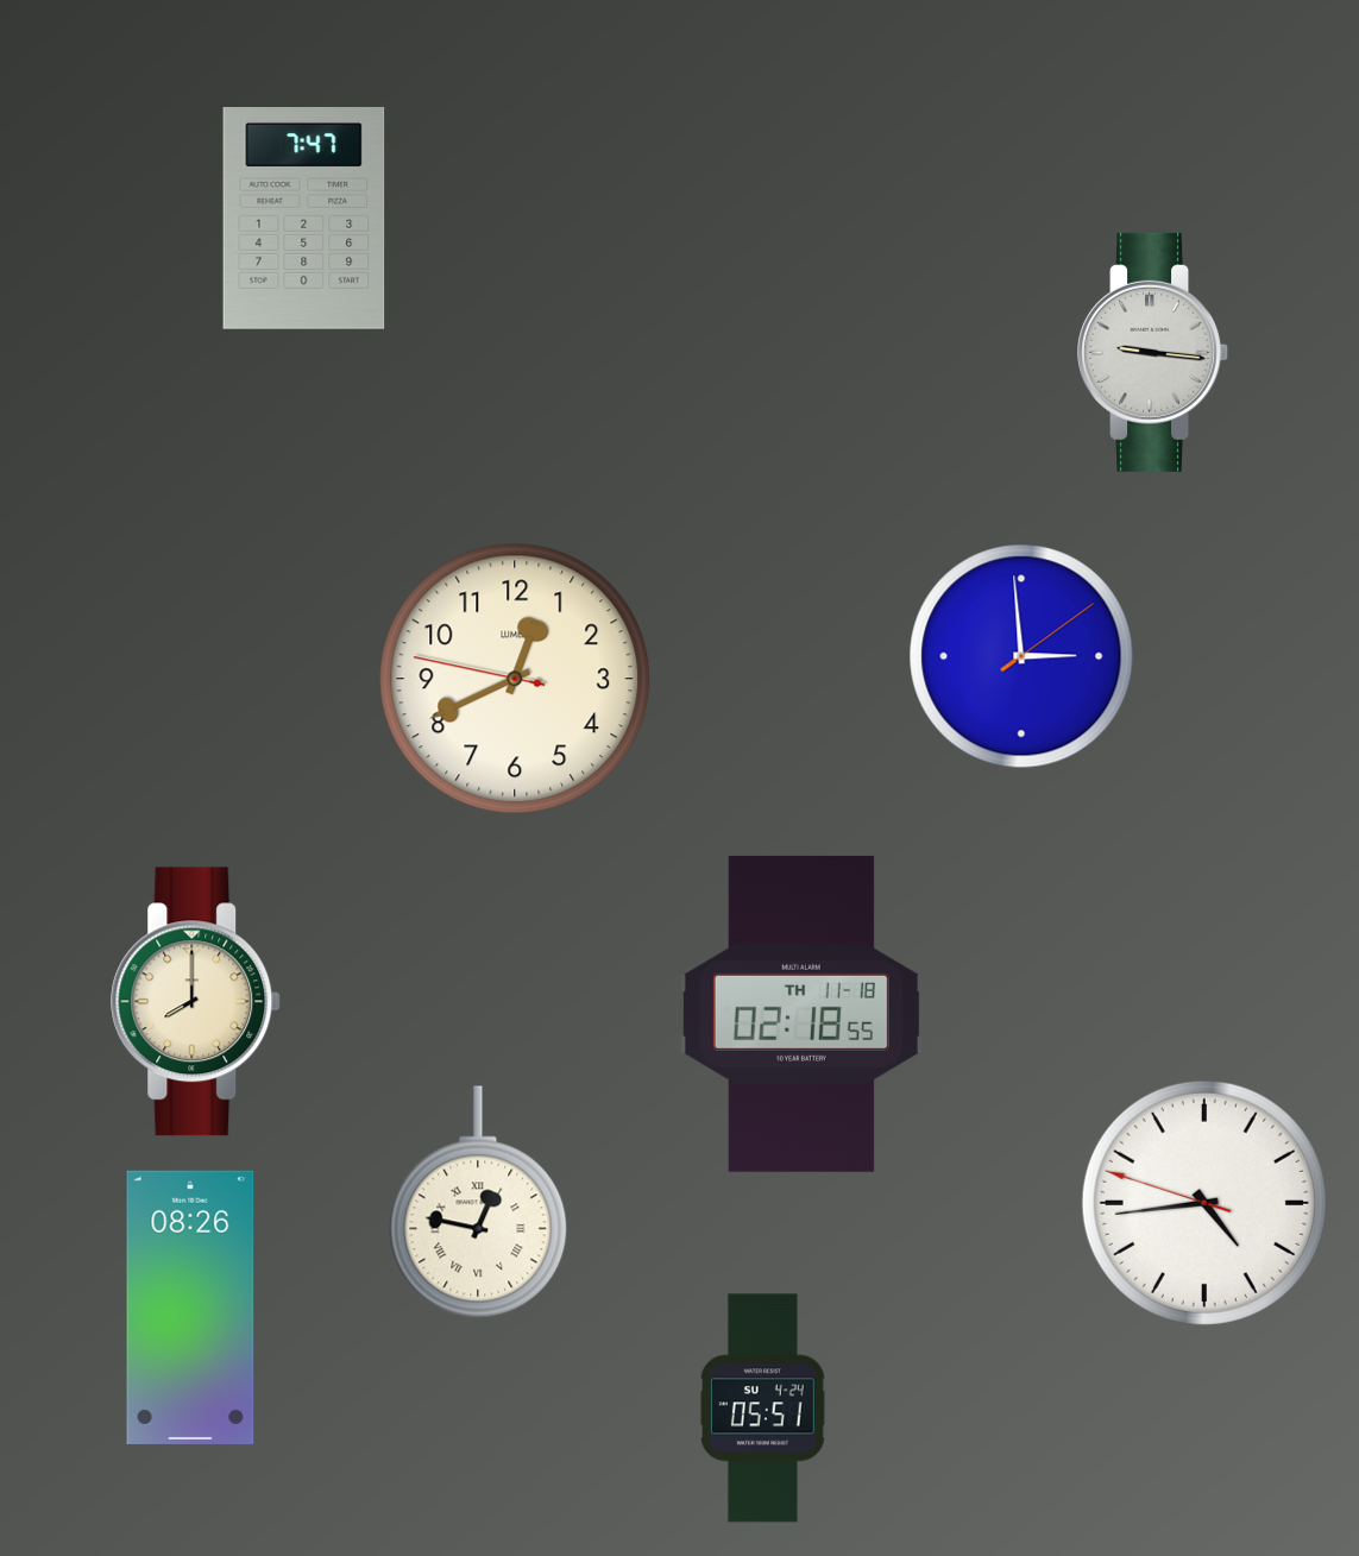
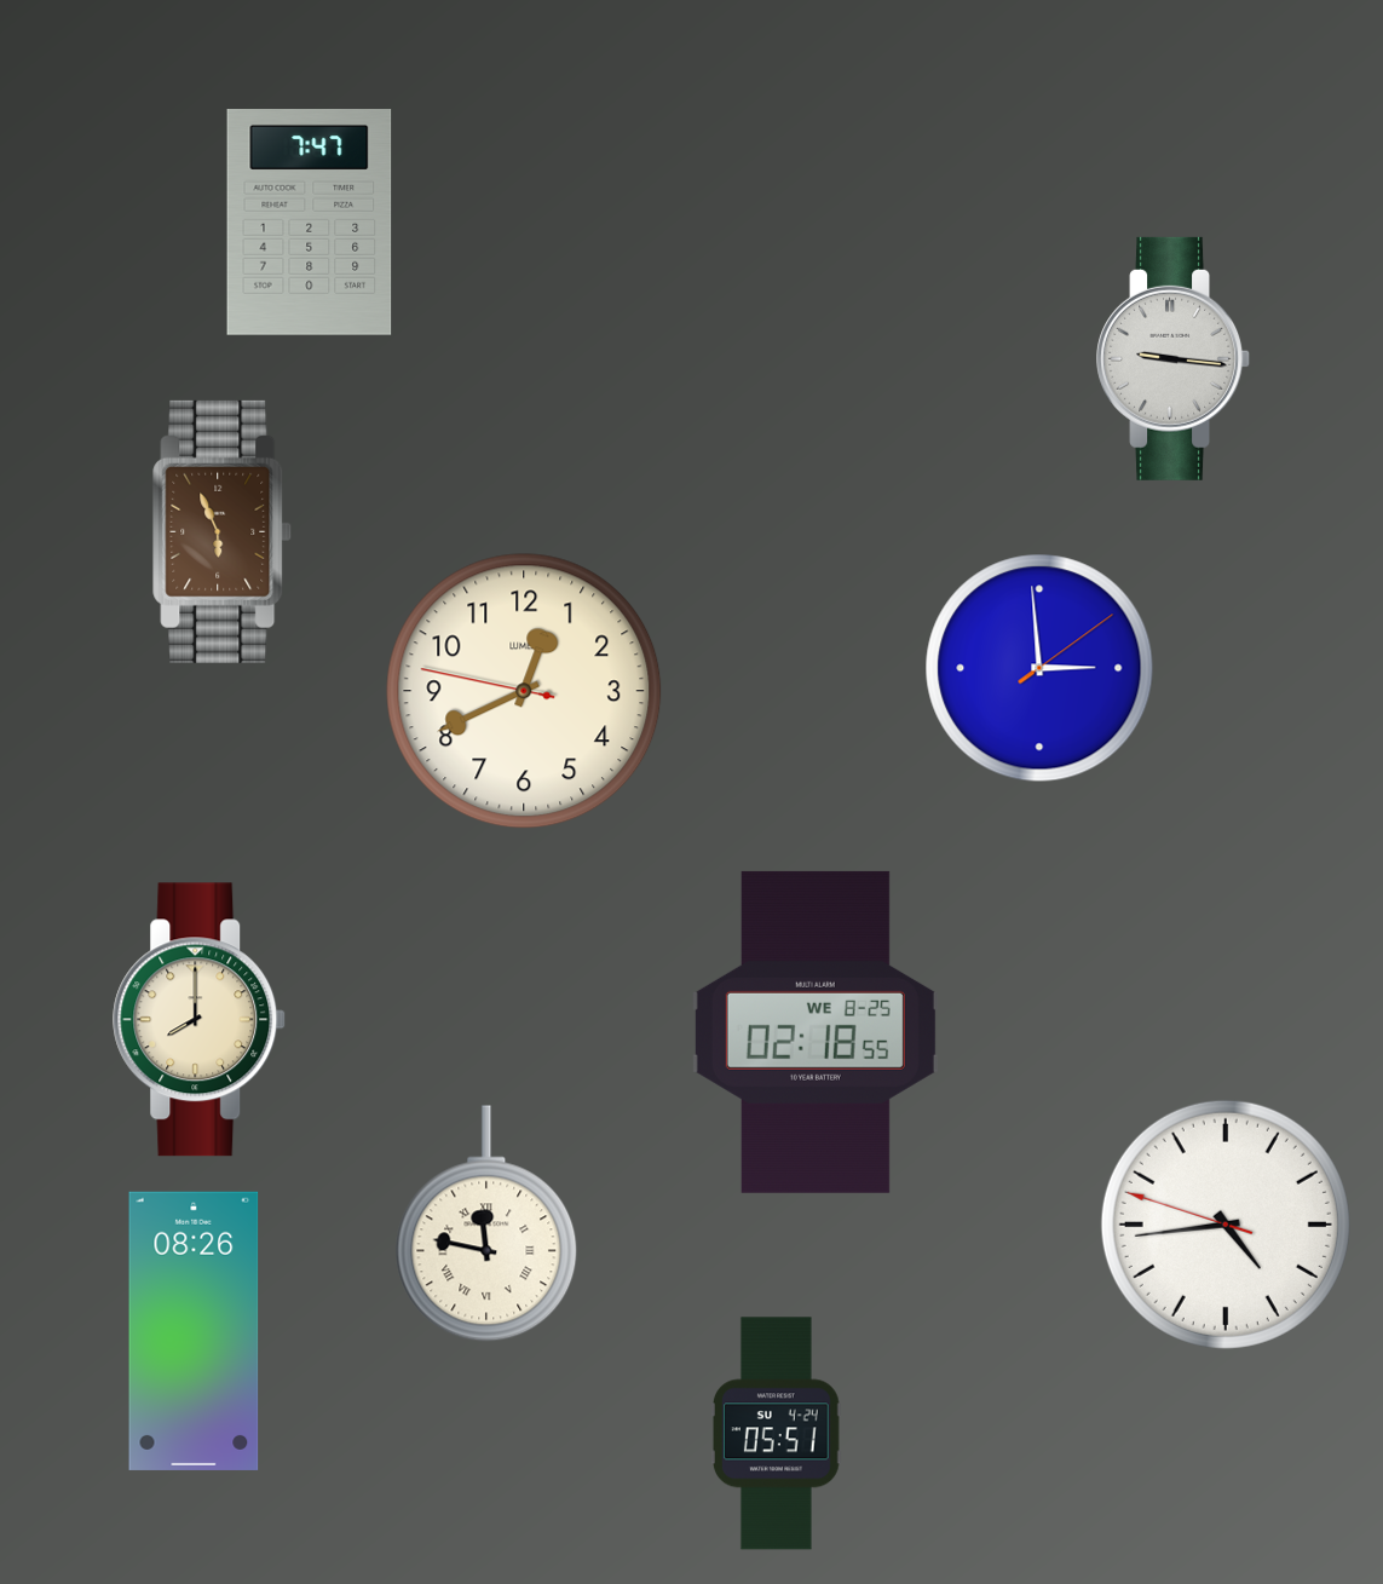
clock at (223, 531): none -> 5:56
clock at (801, 1014) date: TH 11-18 -> WE 8-25
clock at (478, 1202): 12:47 -> 11:47
